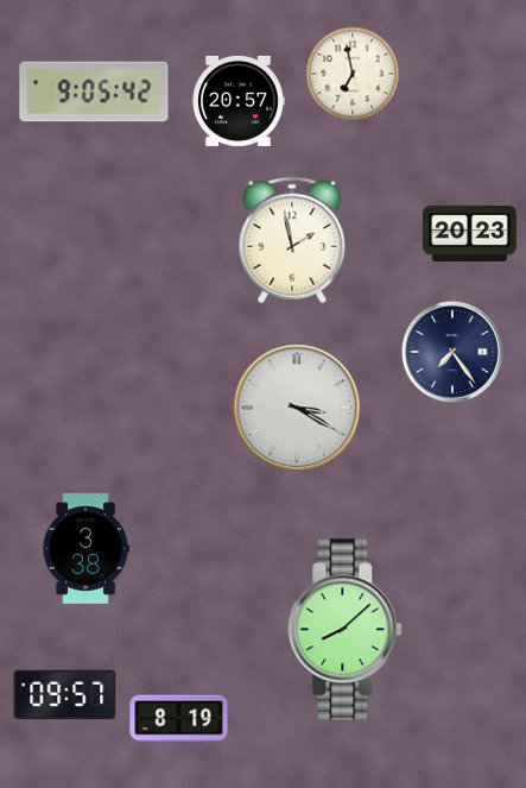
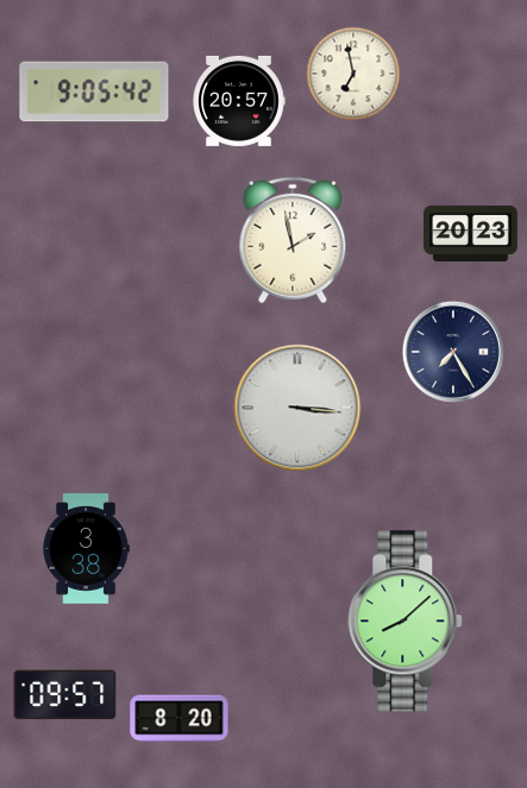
clock at (452, 352): 7:24 -> 7:25
clock at (297, 408): 3:20 -> 3:16
clock at (346, 630) position: (346, 630) -> (406, 622)
clock at (179, 719): 8:19 -> 8:20
